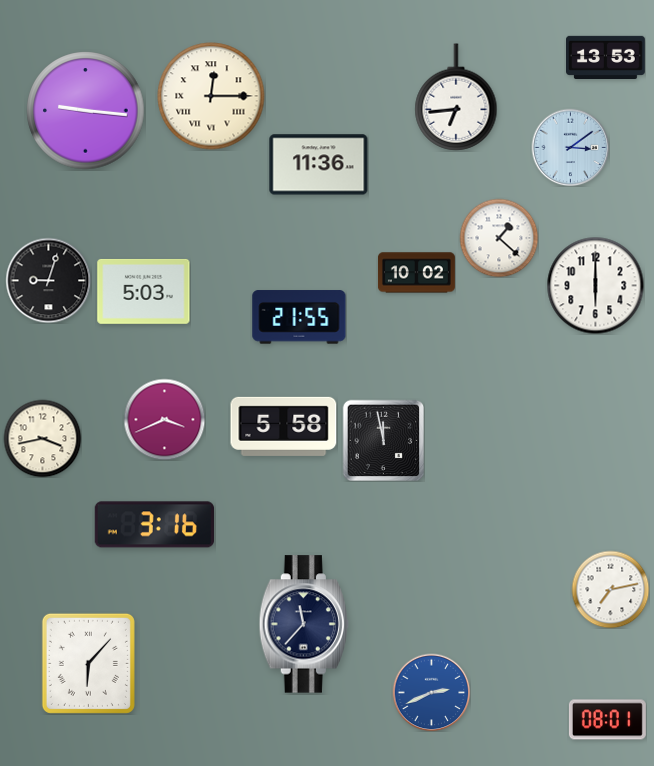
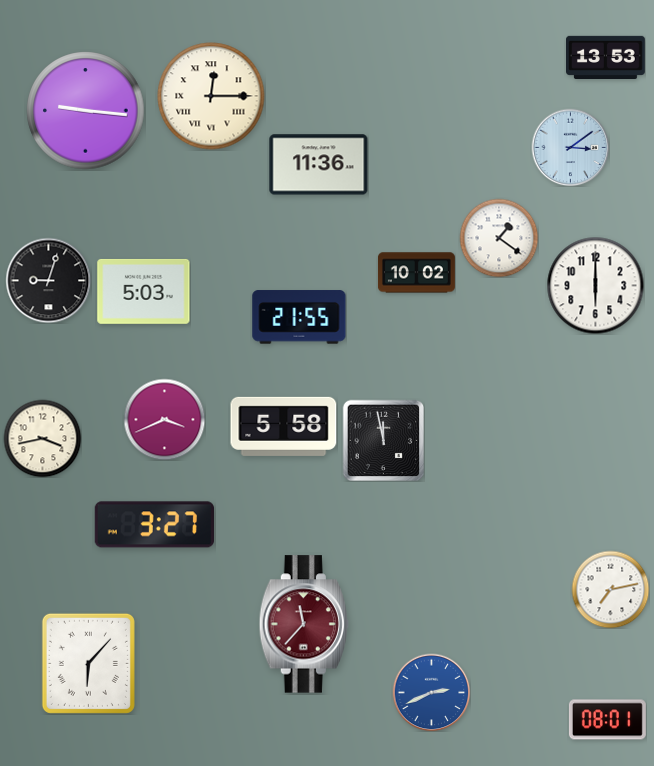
clock at (456, 97): 6:44 -> none
clock at (499, 238): 1:22 -> 1:21
clock at (154, 525): 3:16 -> 3:27
clock at (303, 624) dial: navy -> burgundy
